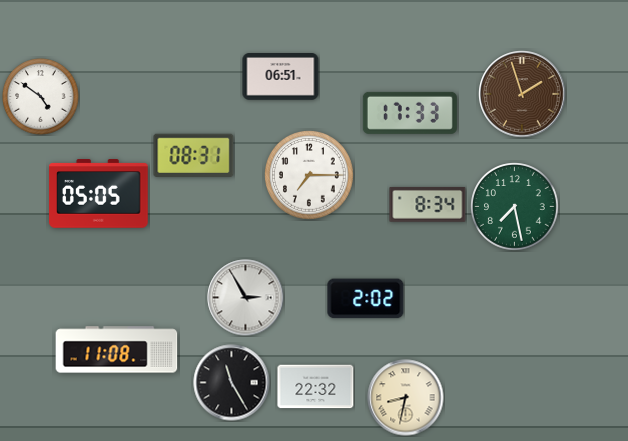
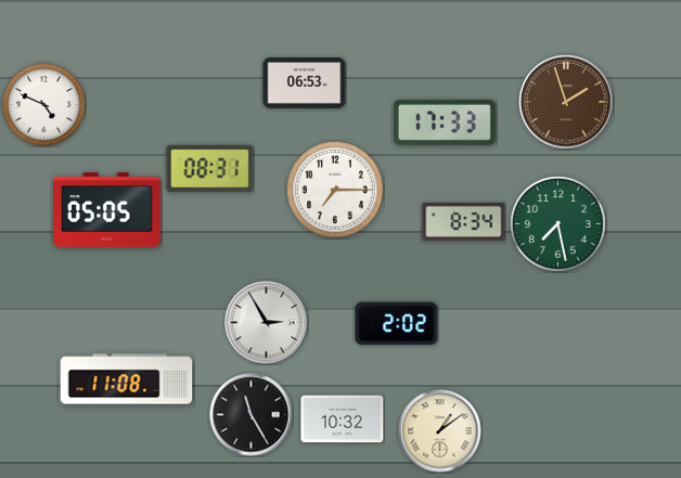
clock at (281, 77): 06:51 -> 06:53
clock at (41, 97): 4:51 -> 4:49
clock at (316, 387): 22:32 -> 10:32
clock at (406, 398): 8:32 -> 1:09
